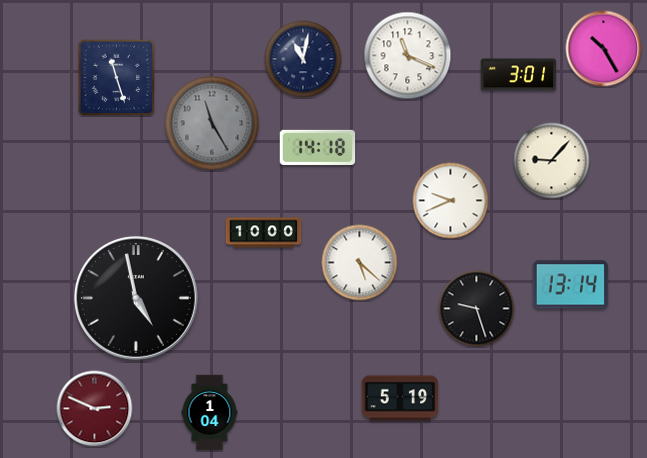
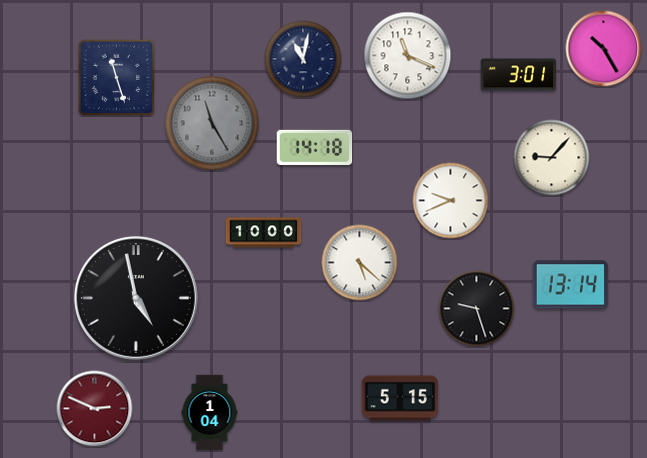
clock at (318, 147) position: (318, 147) -> (315, 147)
clock at (552, 161) position: (552, 161) -> (552, 158)
clock at (400, 398): 5:19 -> 5:15
